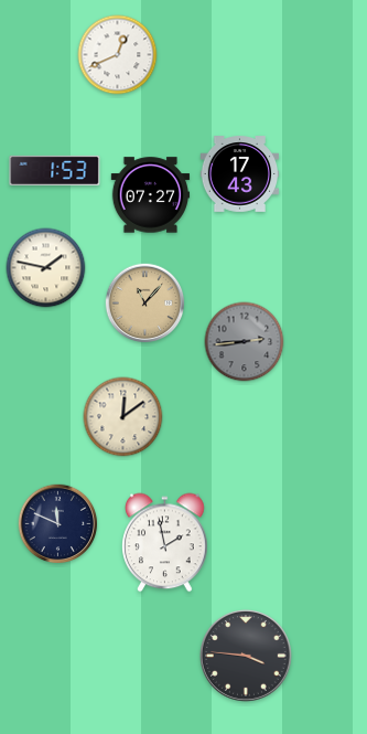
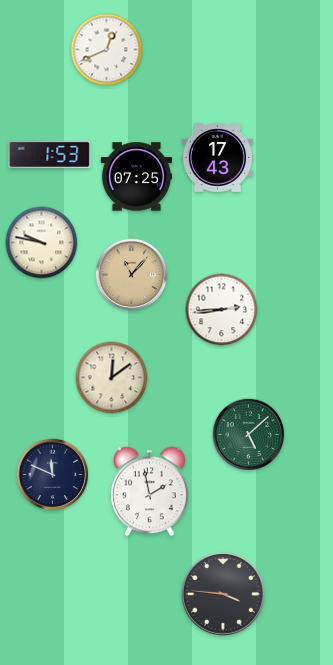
clock at (151, 195): 07:27 -> 07:25
clock at (46, 268): 1:47 -> 9:47
clock at (245, 342) dial: grey -> white
clock at (249, 435): none -> 5:08
